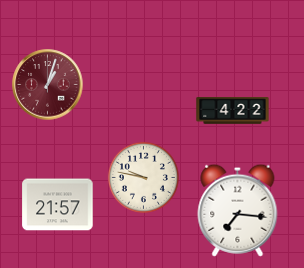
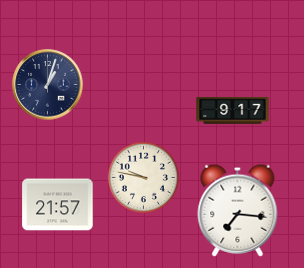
clock at (48, 85) dial: burgundy -> navy
clock at (233, 111): 4:22 -> 9:17
